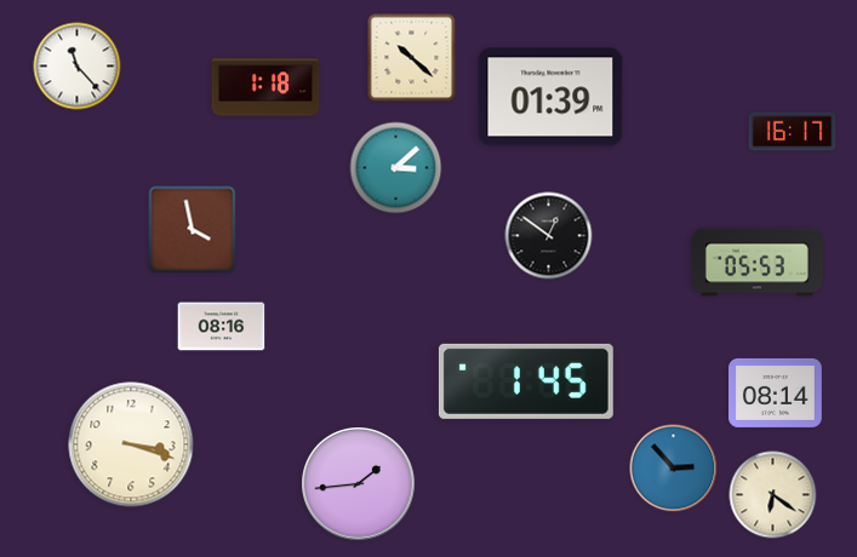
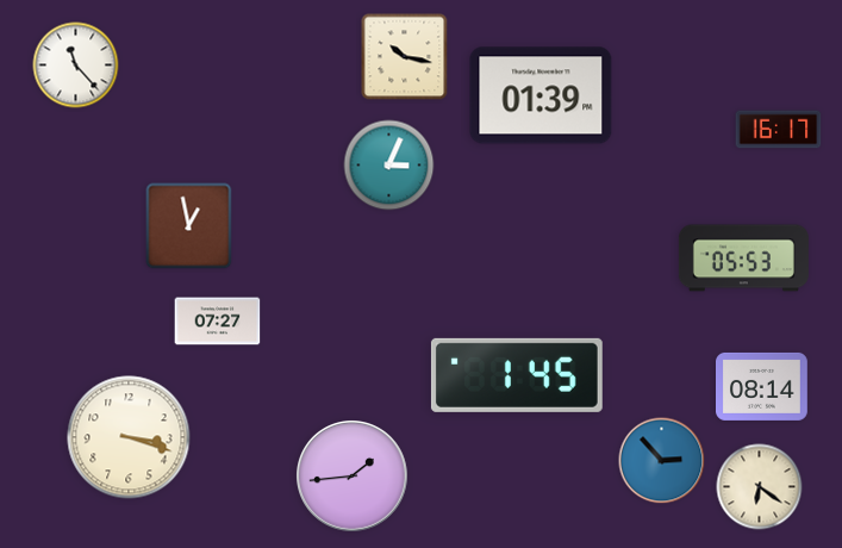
clock at (412, 58): 10:22 -> 10:17
clock at (265, 87): 1:18 -> none
clock at (396, 168): 3:08 -> 3:04
clock at (193, 230): 3:58 -> 12:58
clock at (549, 236): 12:51 -> none
clock at (222, 327): 08:16 -> 07:27
